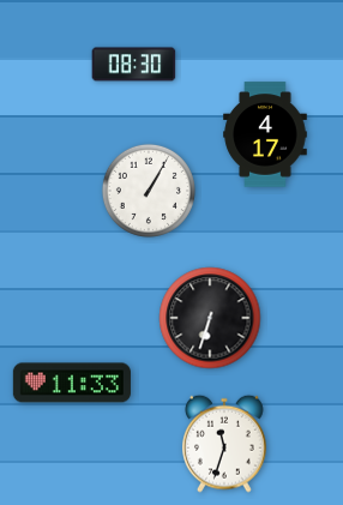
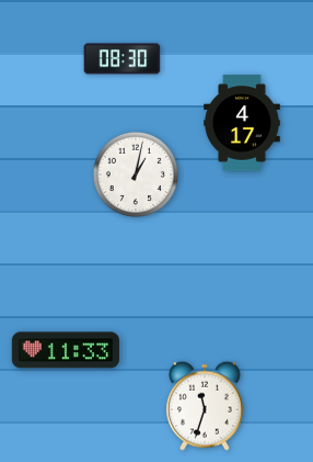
clock at (149, 191): 1:05 -> 1:02
clock at (210, 318): 6:33 -> none
